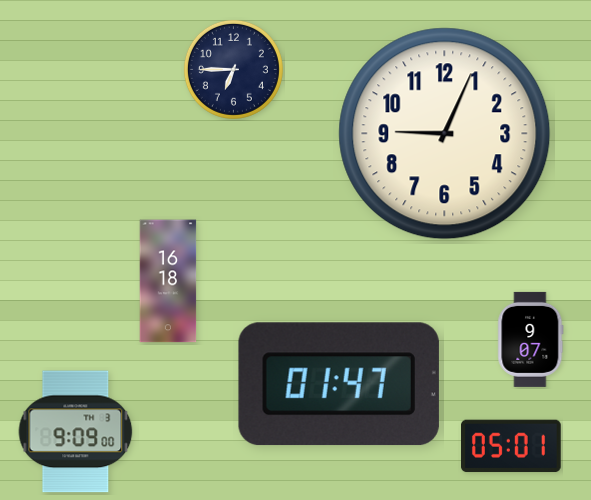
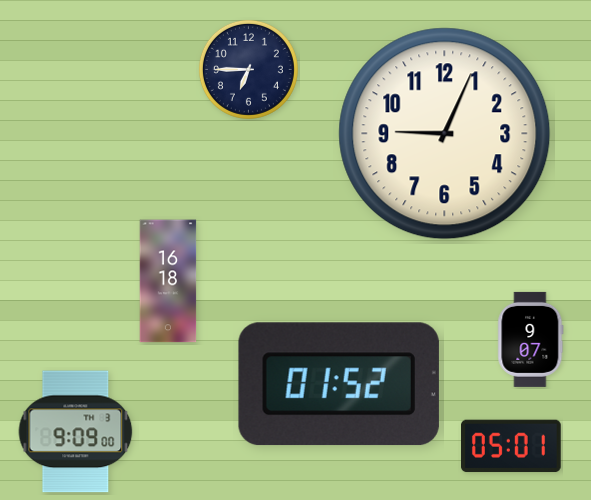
clock at (233, 69) position: (233, 69) -> (248, 69)
clock at (339, 384): 01:47 -> 01:52
